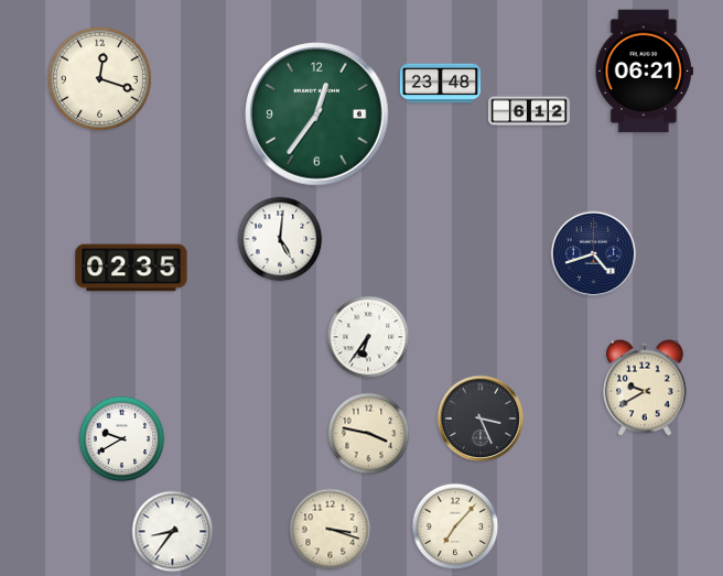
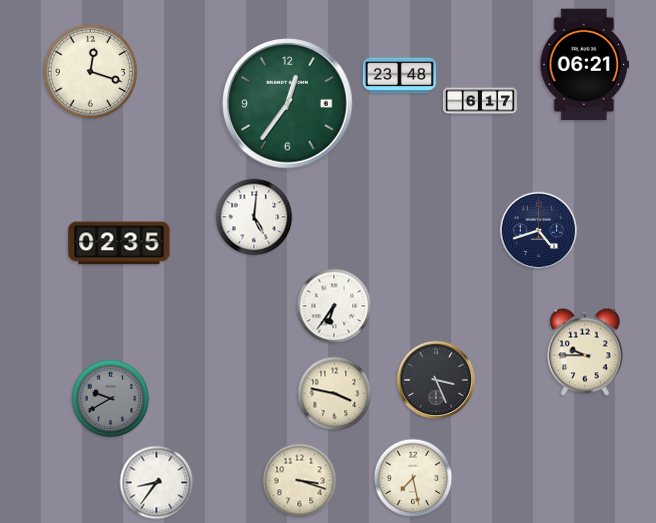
clock at (529, 111): 6:12 -> 6:17
clock at (645, 388): 9:40 -> 9:45
clock at (122, 439) dial: white -> grey
clock at (455, 526): 7:07 -> 7:28
